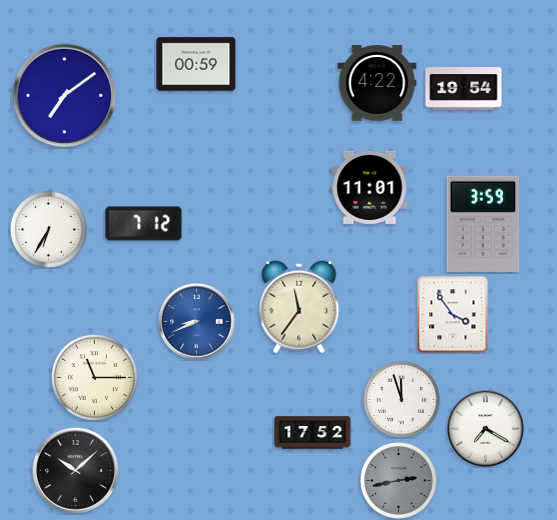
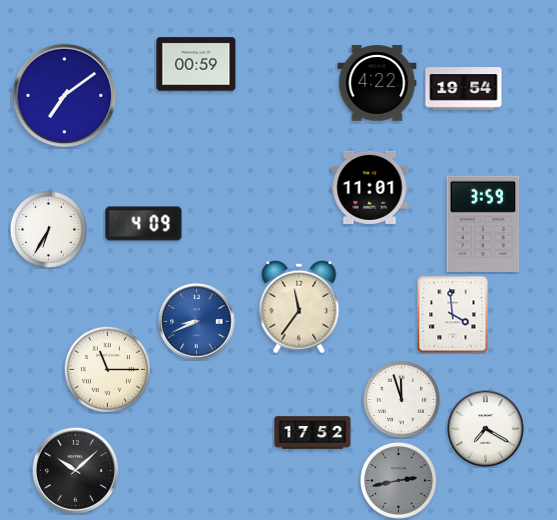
clock at (144, 224): 7:12 -> 4:09
clock at (453, 315): 3:54 -> 3:59
clock at (94, 377) position: (94, 377) -> (107, 369)
